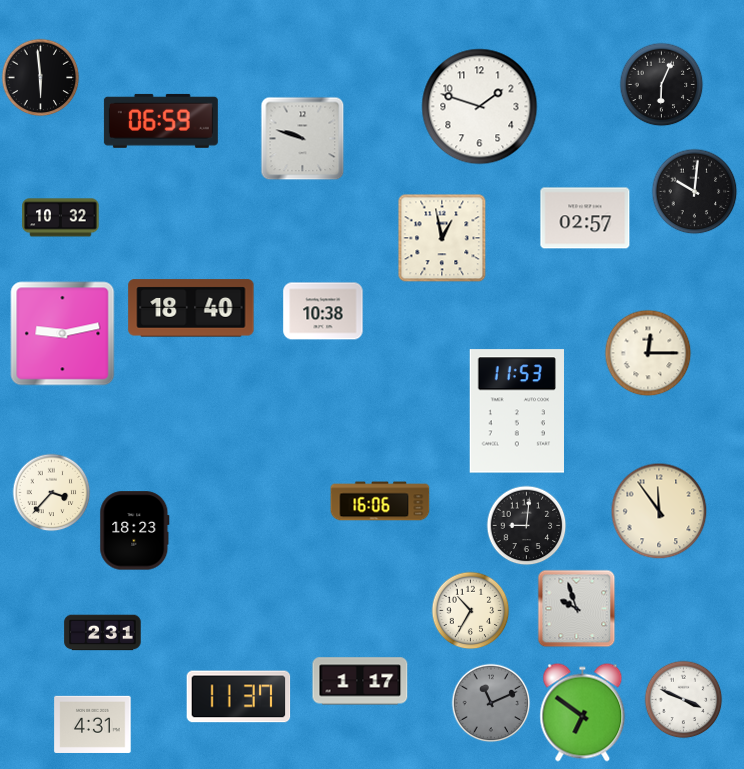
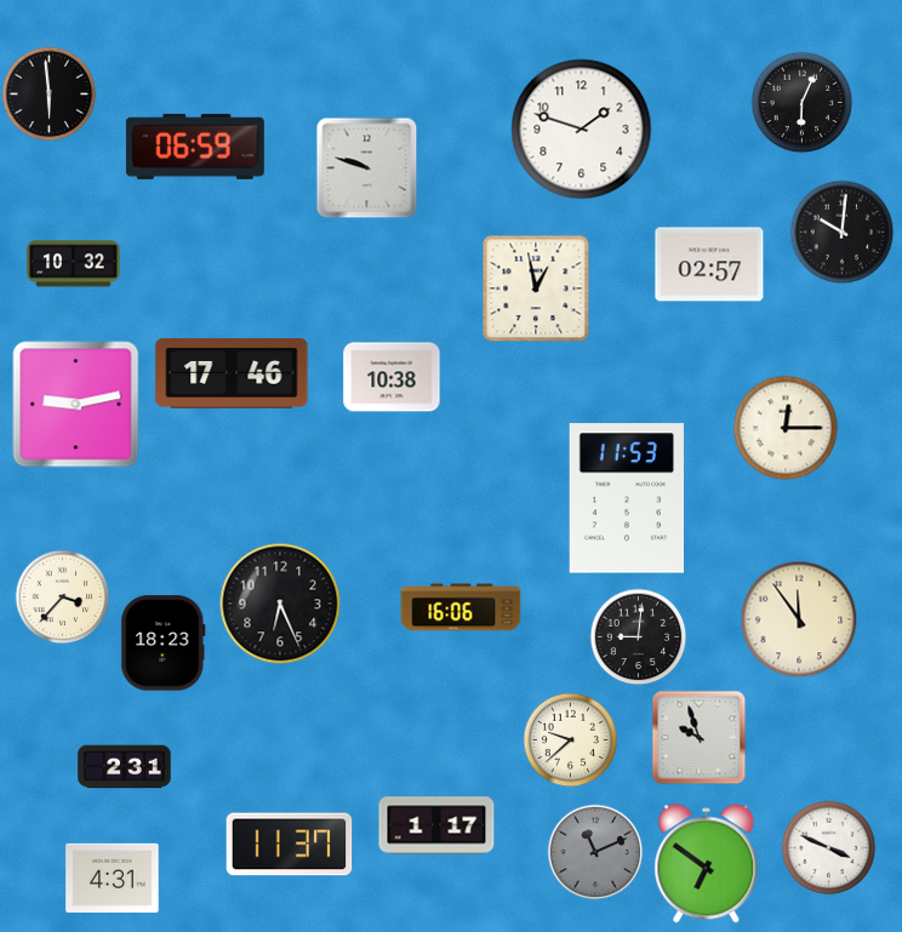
clock at (191, 308): 18:40 -> 17:46
clock at (280, 604): none -> 6:26
clock at (470, 610): 10:35 -> 9:38
